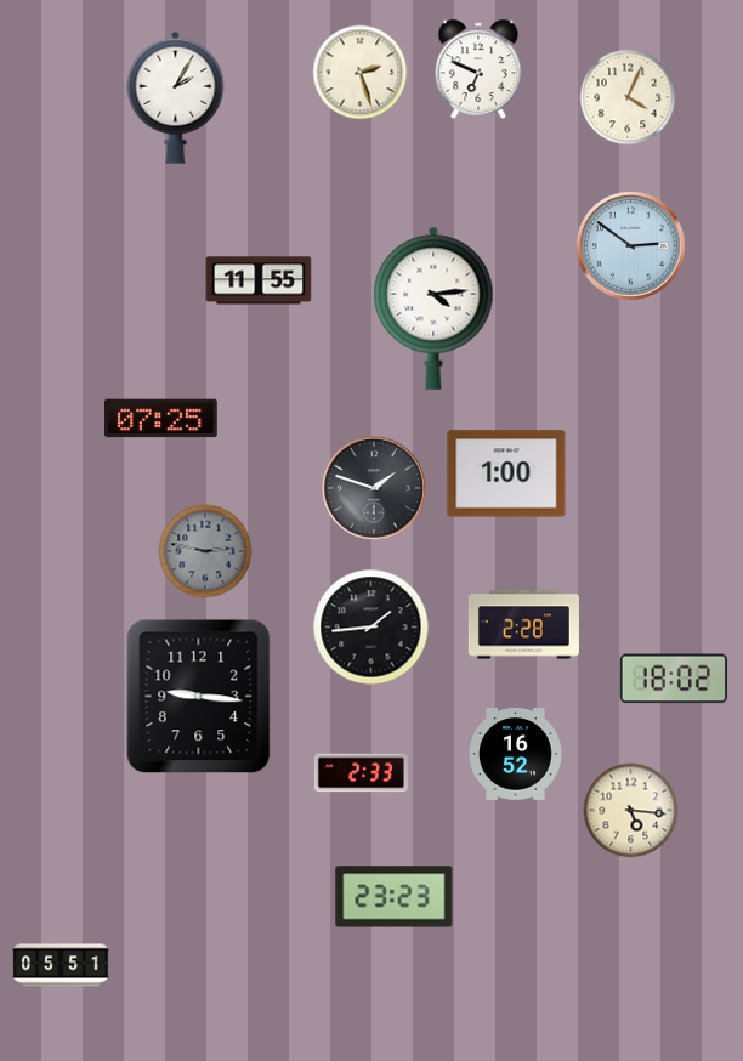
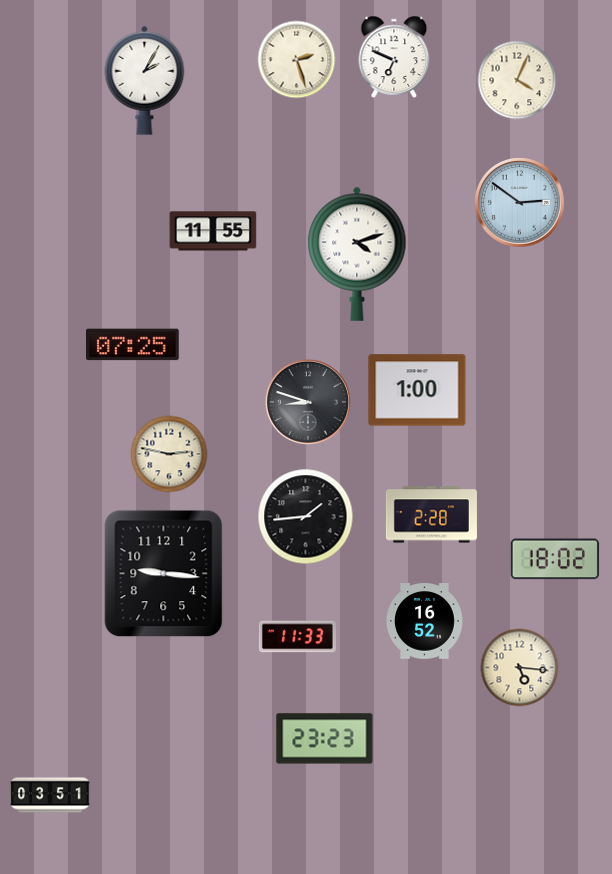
clock at (433, 308): 4:14 -> 4:12
clock at (374, 488): 1:48 -> 8:48
clock at (205, 551) dial: grey -> cream
clock at (361, 773): 2:33 -> 11:33
clock at (61, 965): 05:51 -> 03:51
